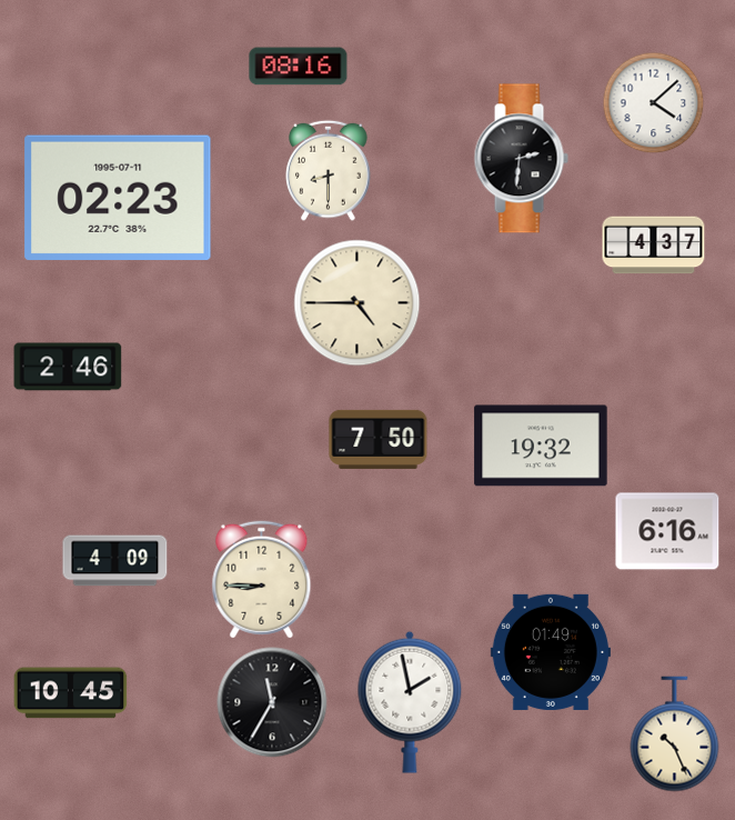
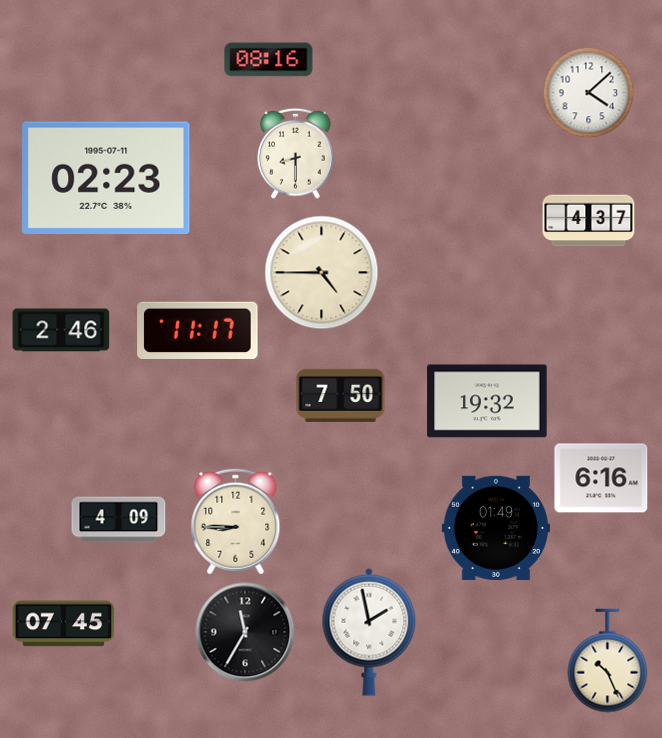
clock at (521, 159): 2:31 -> none
clock at (198, 330): none -> 11:17
clock at (115, 561) position: (115, 561) -> (119, 520)
clock at (551, 652) position: (551, 652) -> (496, 528)
clock at (71, 693): 10:45 -> 07:45
